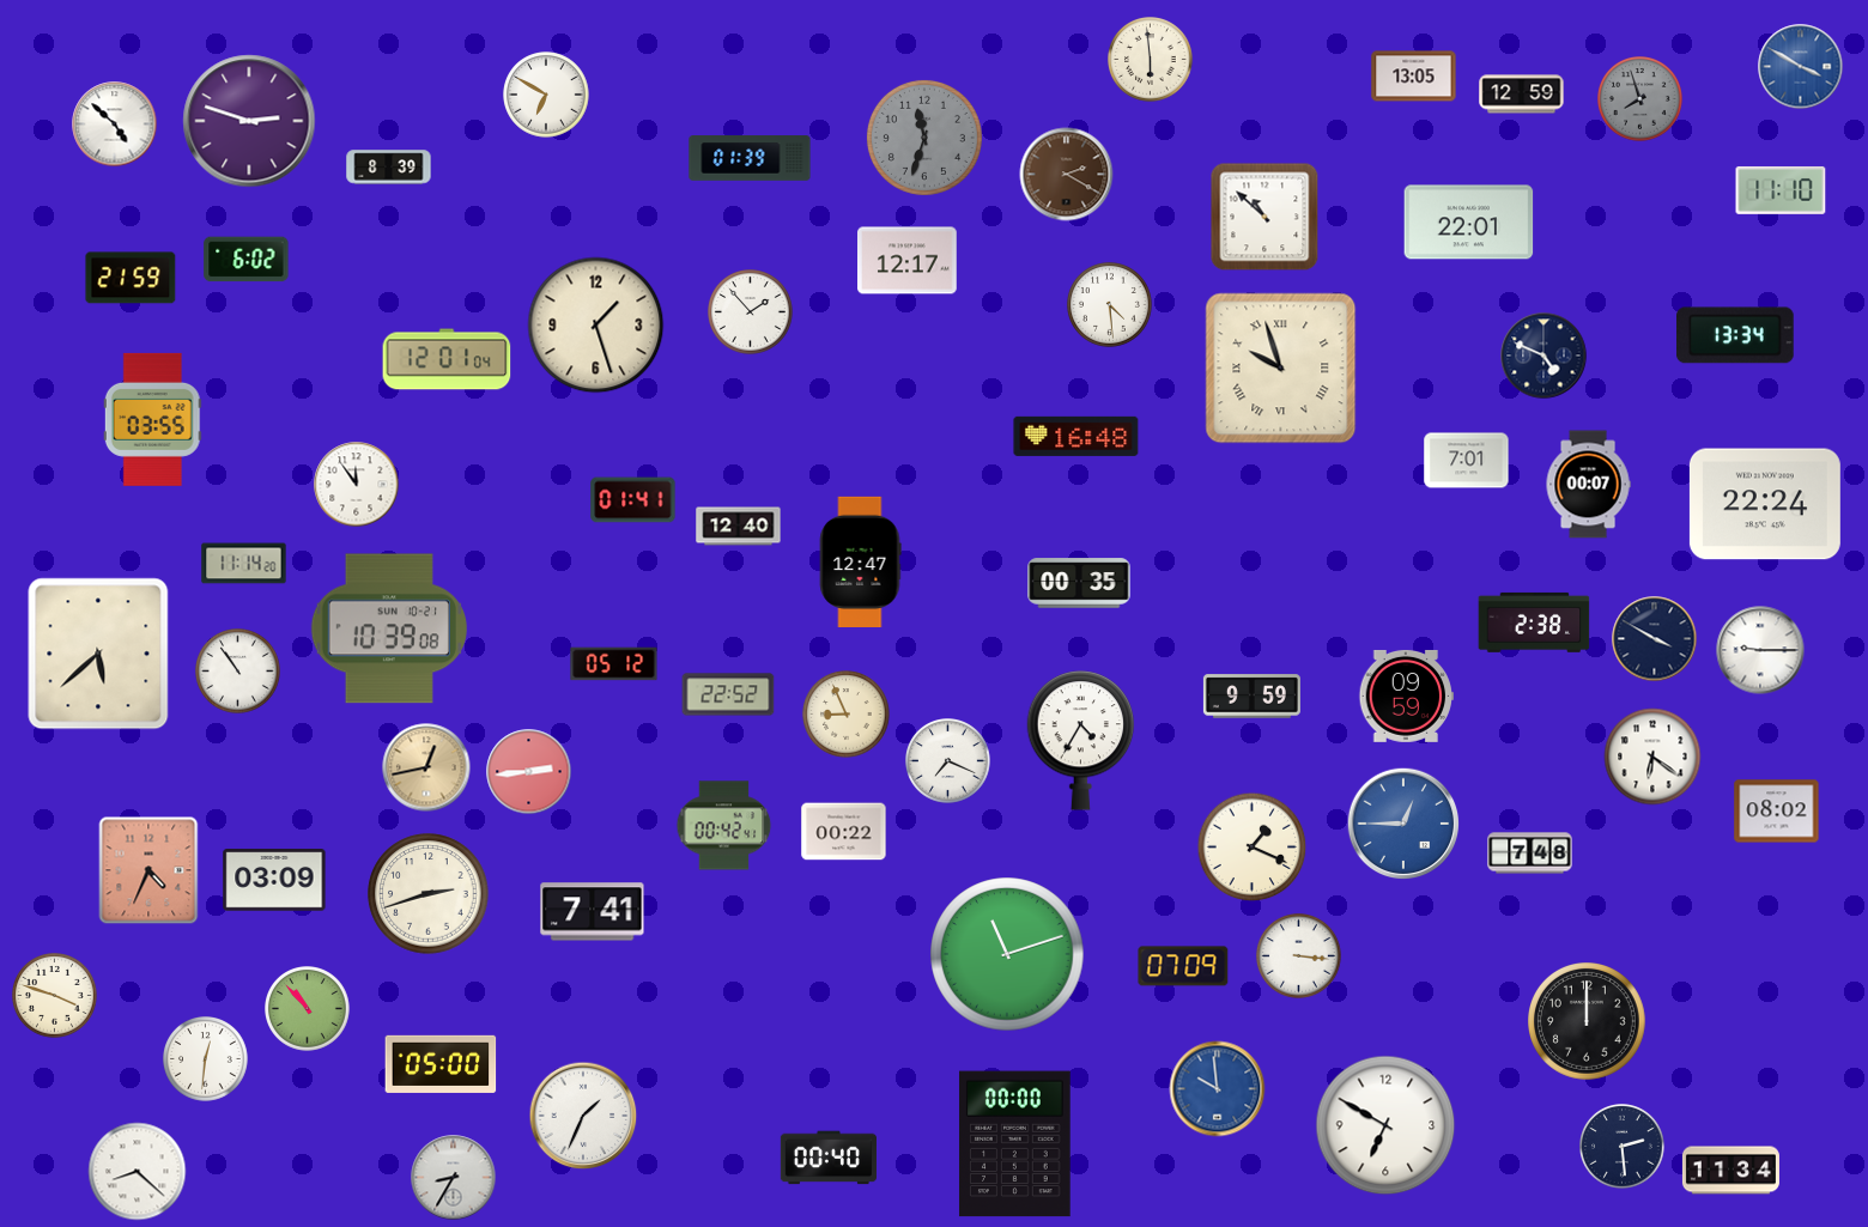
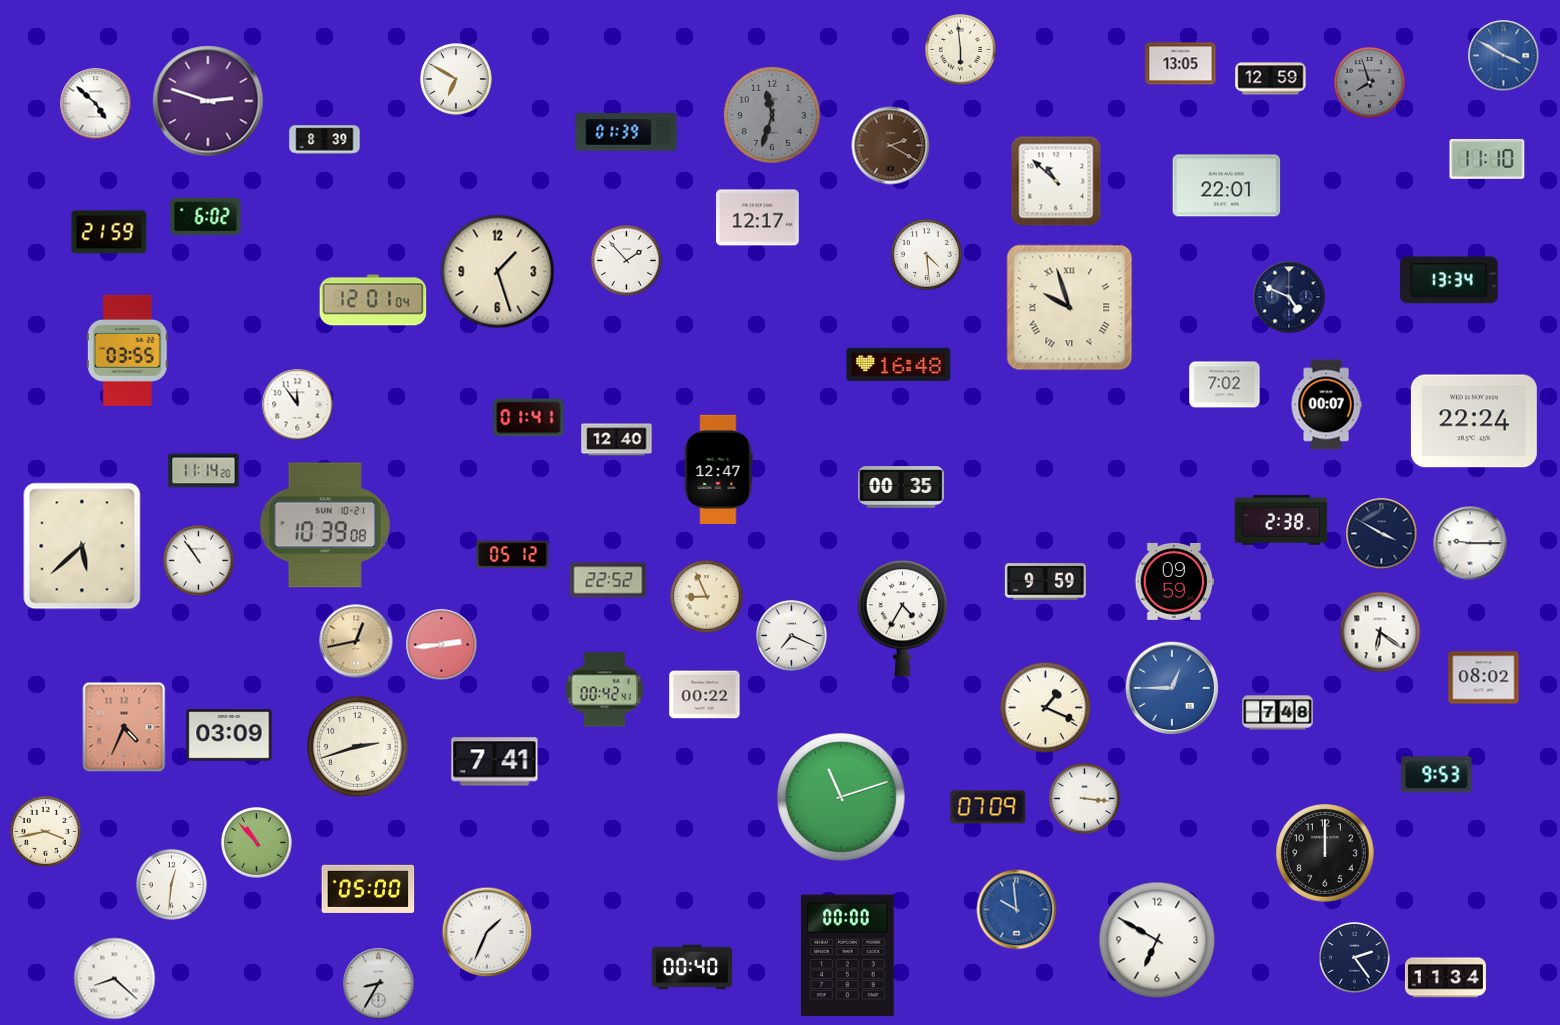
clock at (1467, 461): 7:01 -> 7:02
clock at (1437, 775): none -> 9:53
clock at (55, 996): 3:48 -> 3:43
clock at (1623, 1147): 2:29 -> 2:24
